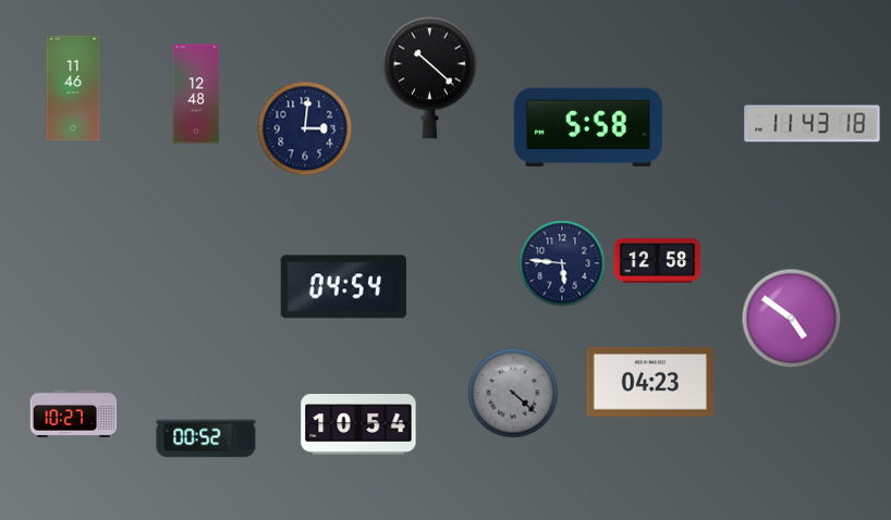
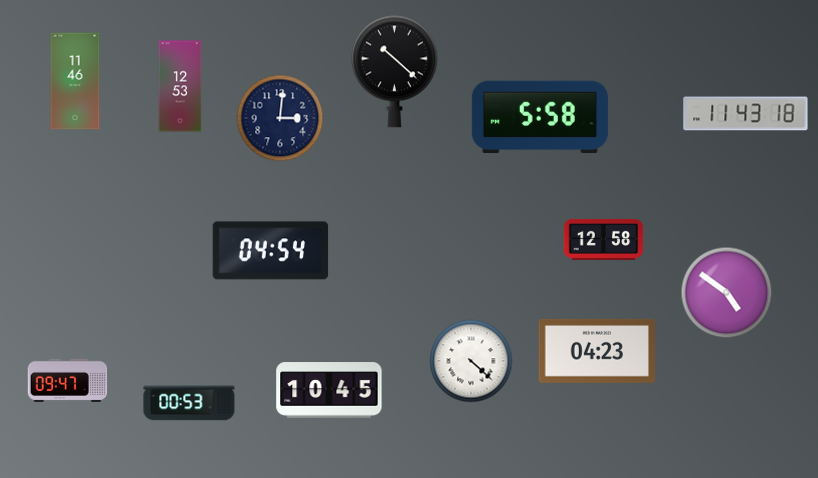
clock at (73, 88) position: (73, 88) -> (75, 81)
clock at (196, 94): 12:48 -> 12:53
clock at (562, 263): 5:46 -> none
clock at (344, 287) position: (344, 287) -> (271, 251)
clock at (513, 393) dial: grey -> white
clock at (74, 413): 10:27 -> 09:47
clock at (358, 424): 10:54 -> 10:45
clock at (206, 438): 00:52 -> 00:53
